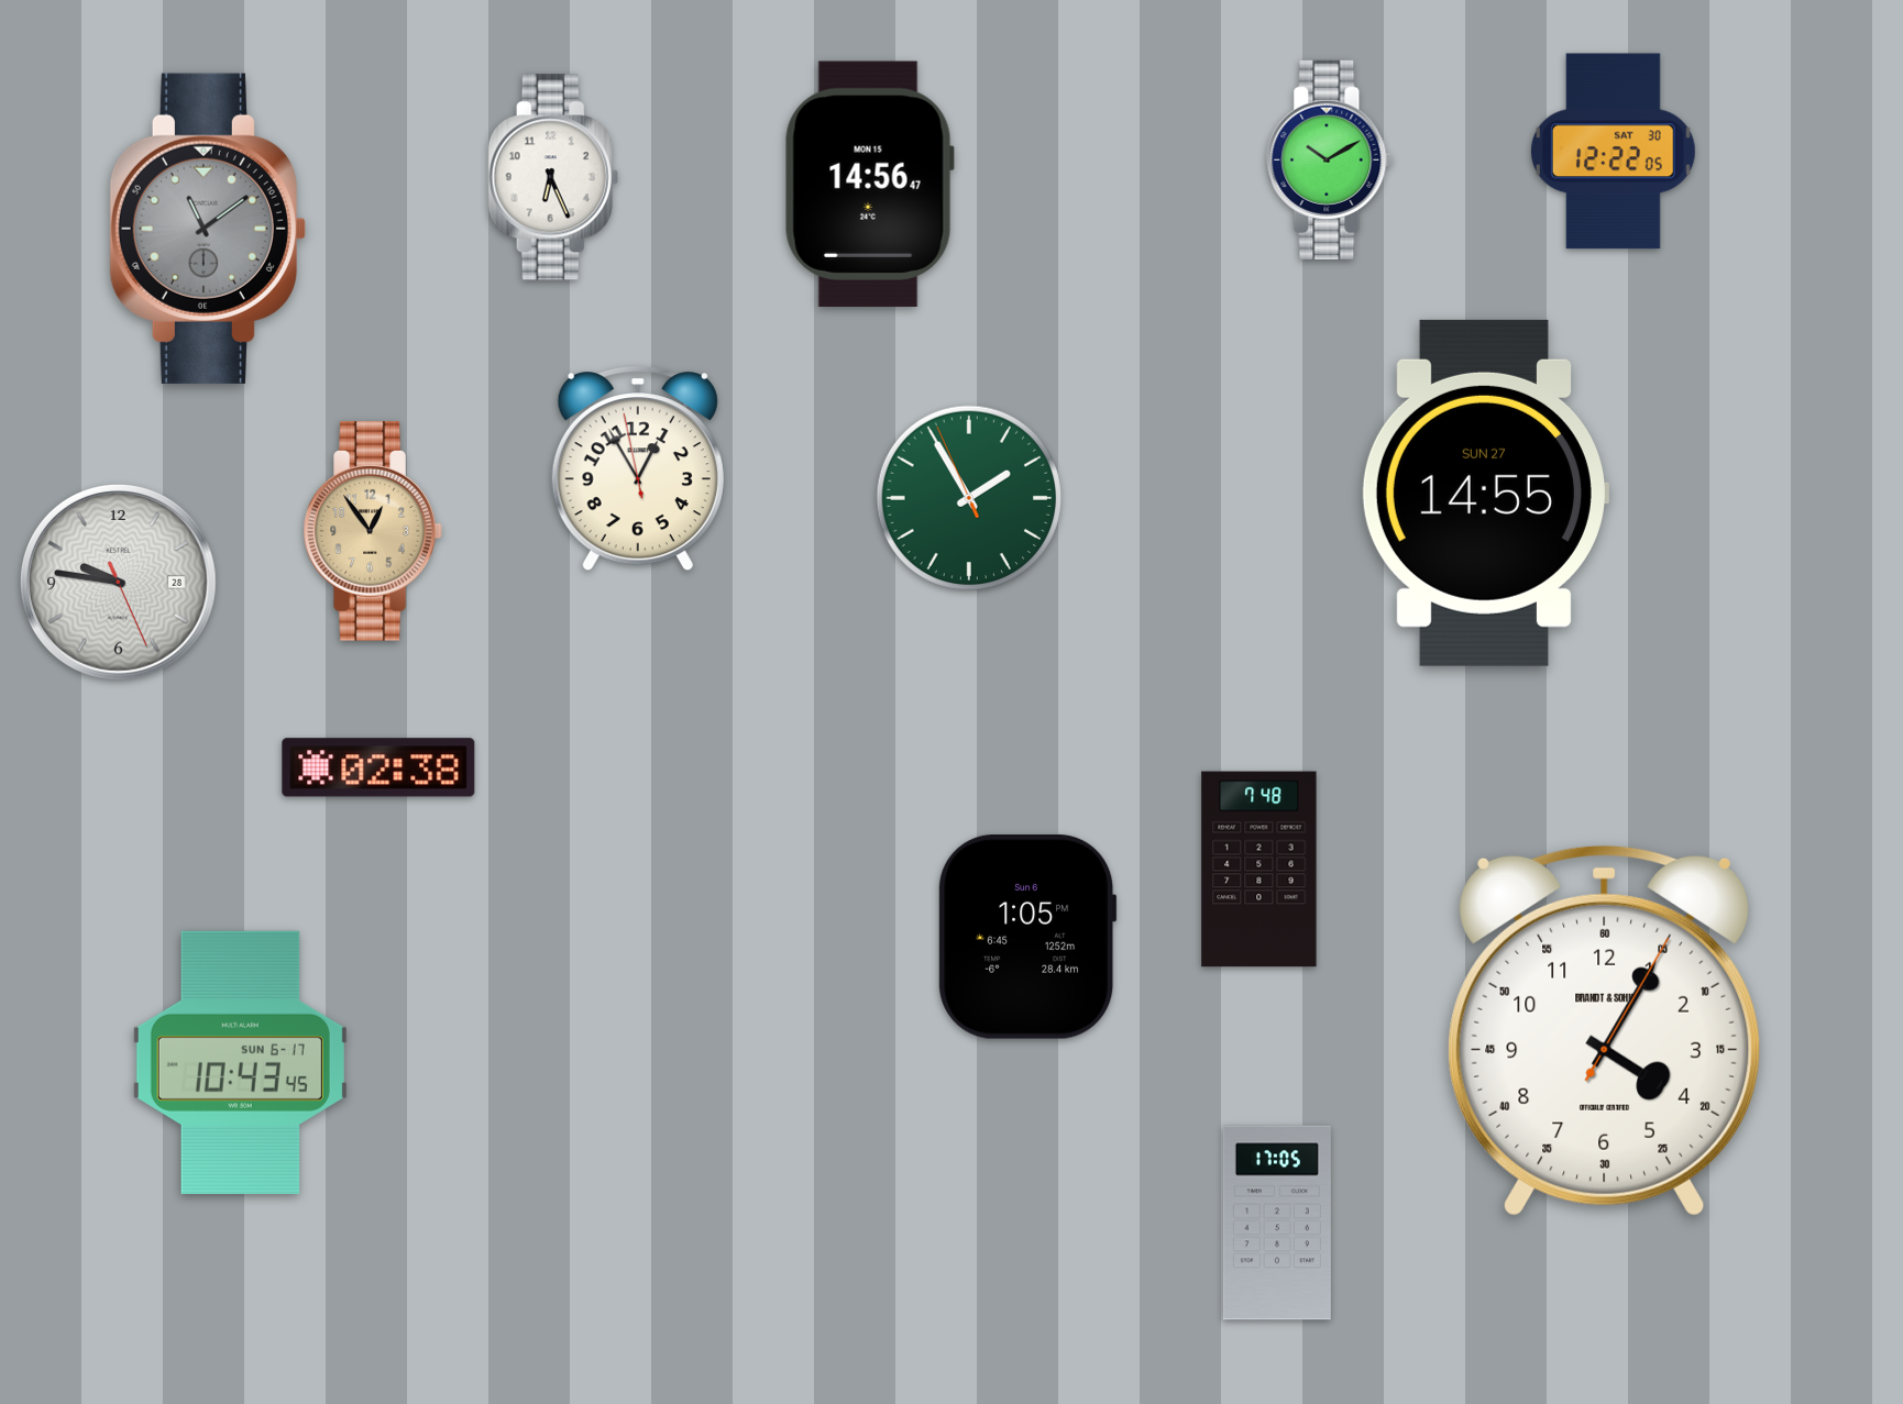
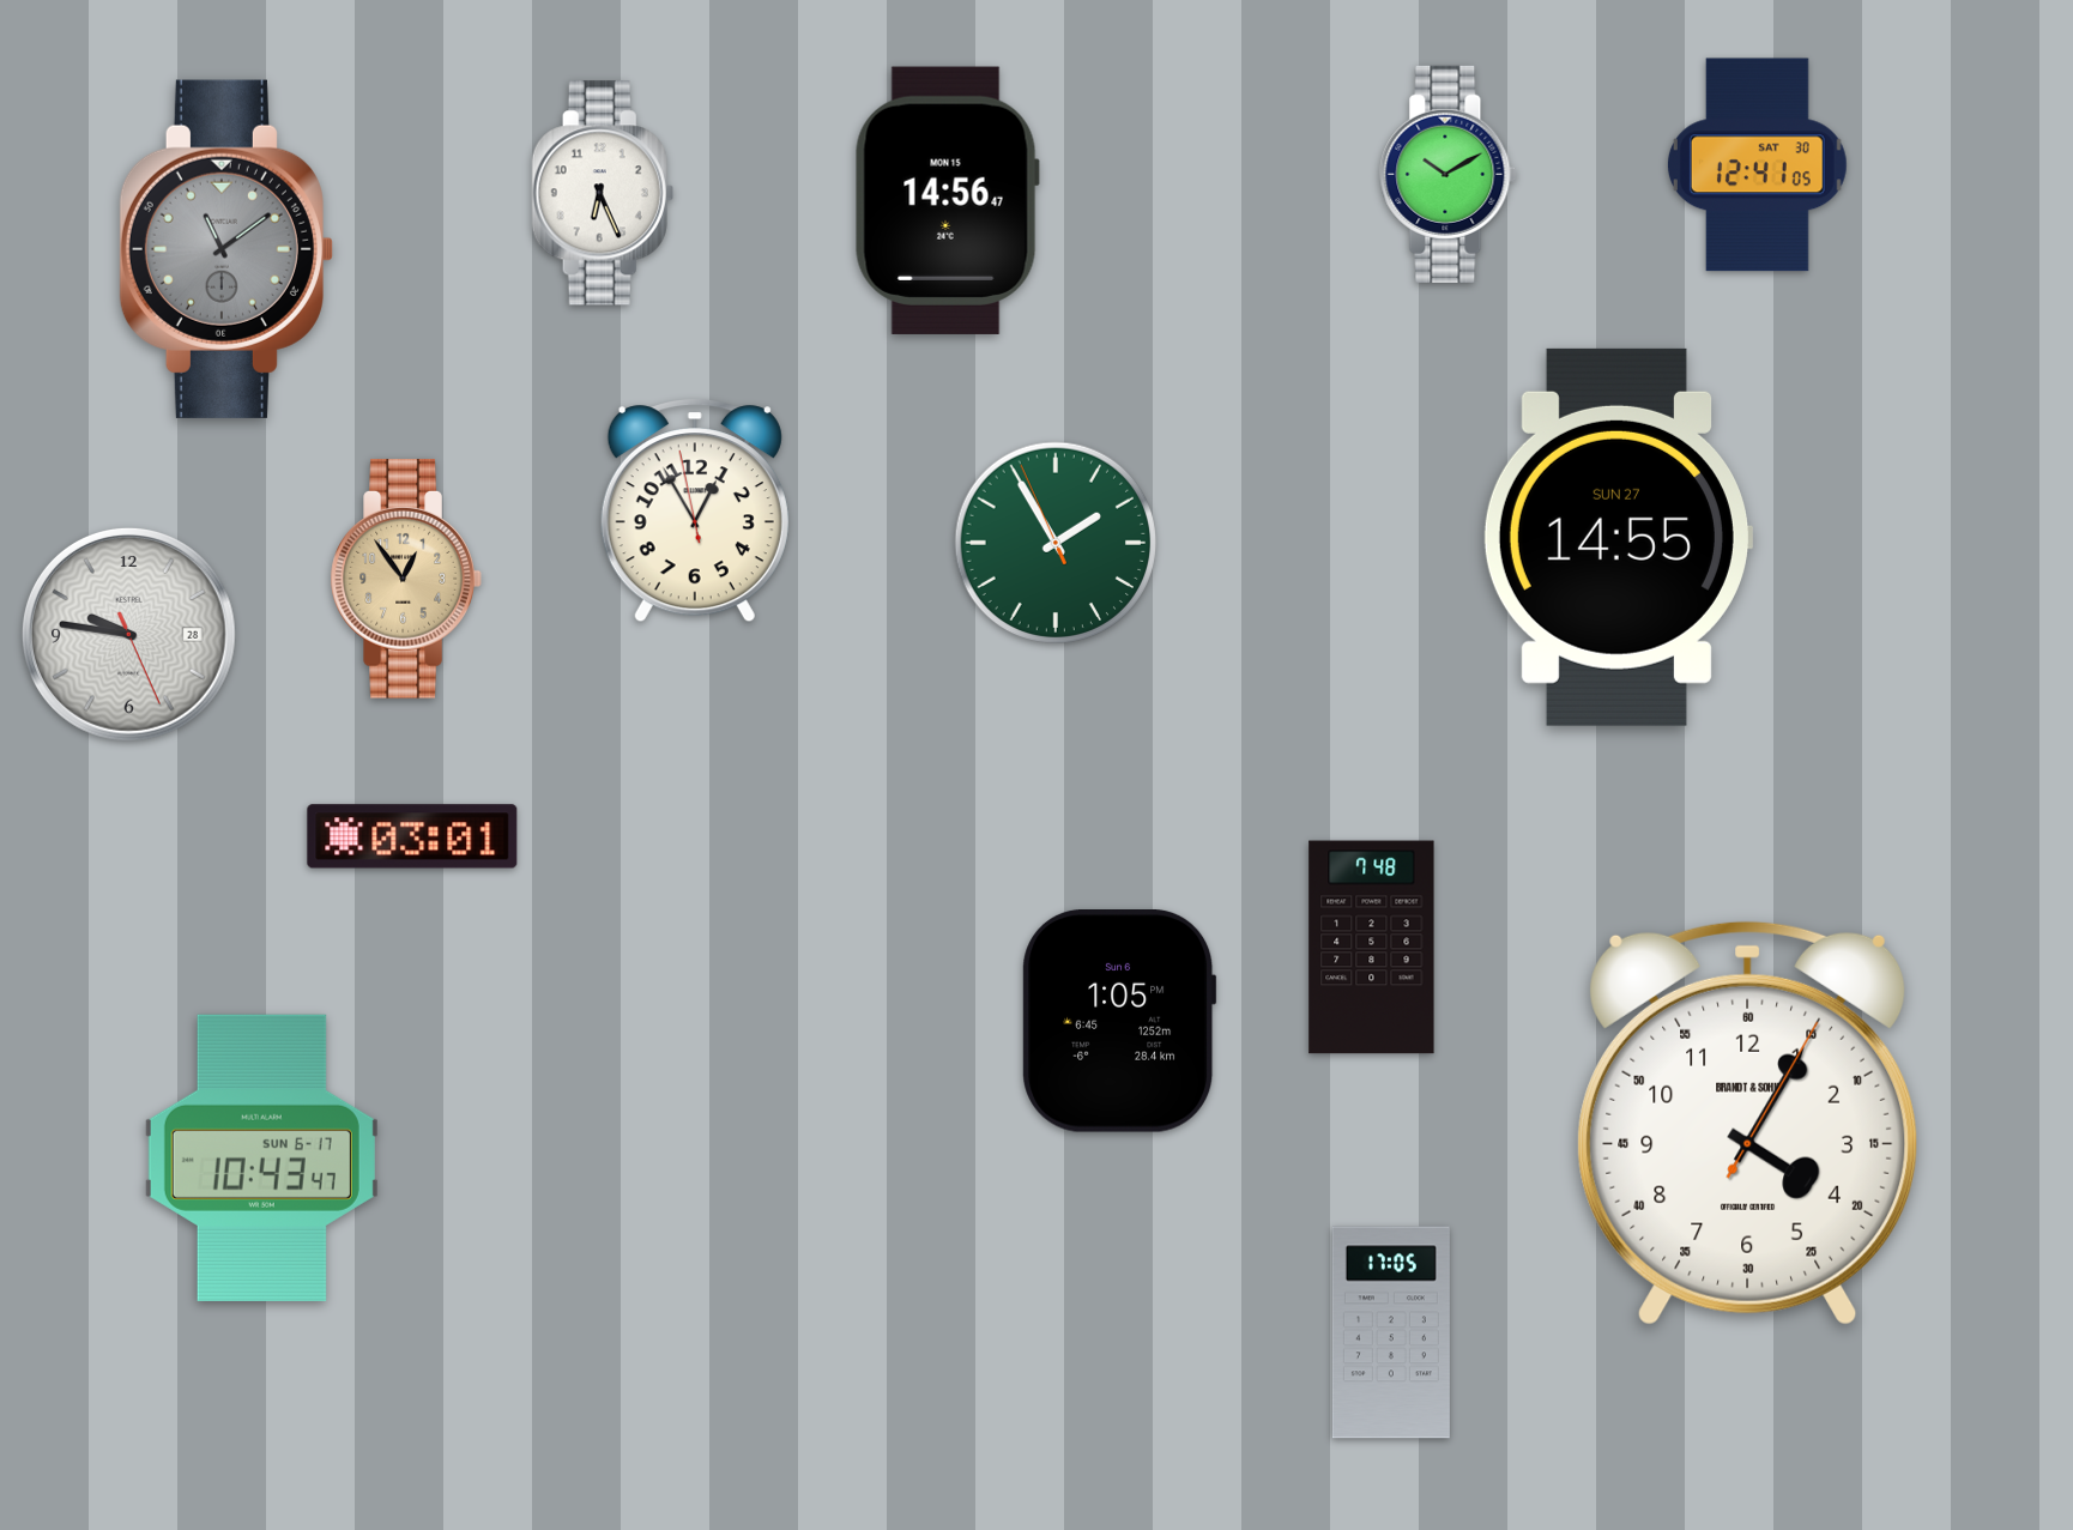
clock at (1613, 152): 12:22 -> 12:41
clock at (378, 767): 02:38 -> 03:01
clock at (240, 1062): 10:43:45 -> 10:43:47
